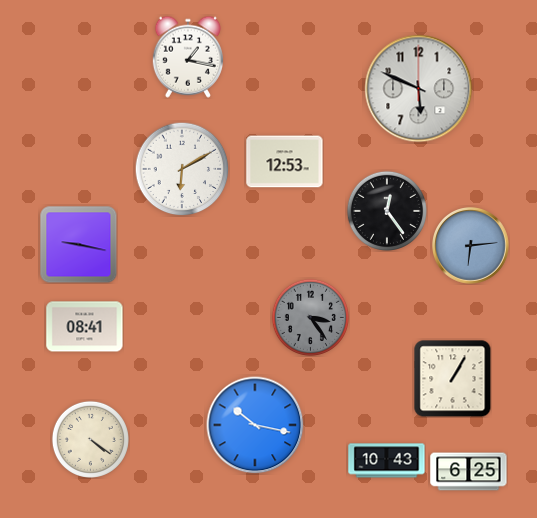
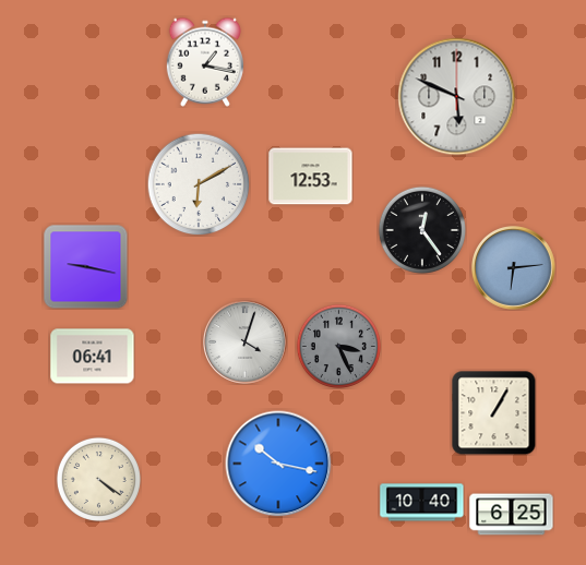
clock at (246, 342): none -> 4:03
clock at (310, 317): 3:24 -> 3:26
clock at (85, 327): 08:41 -> 06:41
clock at (387, 461): 10:43 -> 10:40
